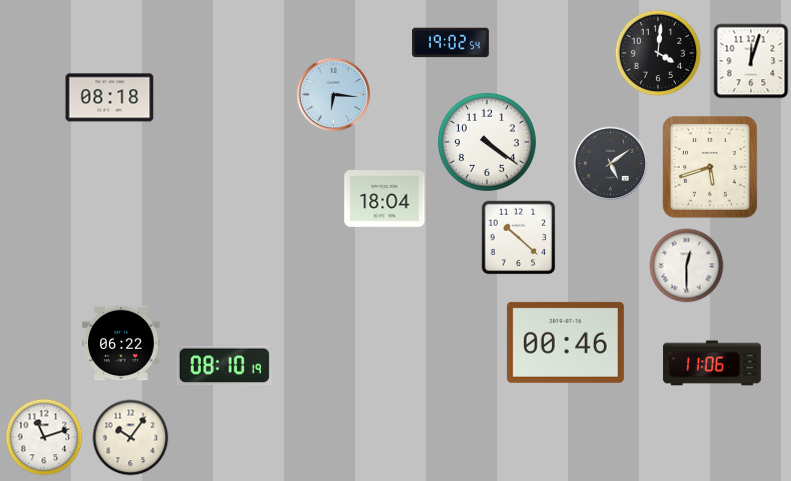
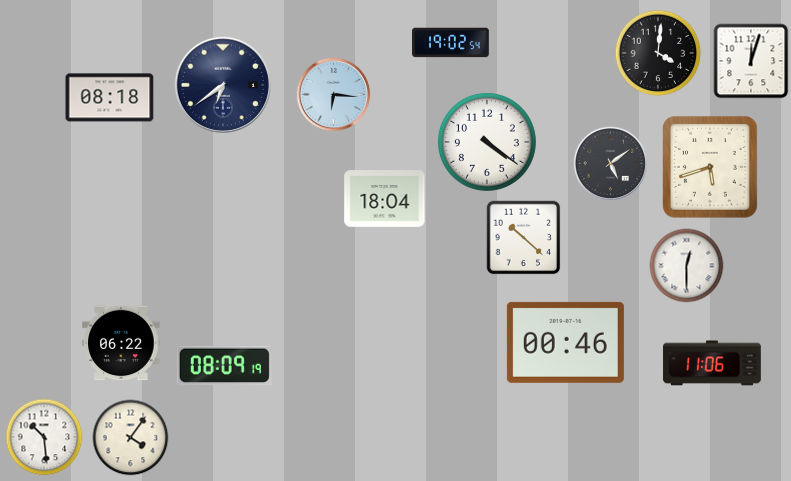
clock at (223, 85): none -> 6:39
clock at (519, 238) position: (519, 238) -> (524, 238)
clock at (224, 366): 08:10 -> 08:09
clock at (44, 437): 11:12 -> 10:29
clock at (131, 438): 10:06 -> 4:06
